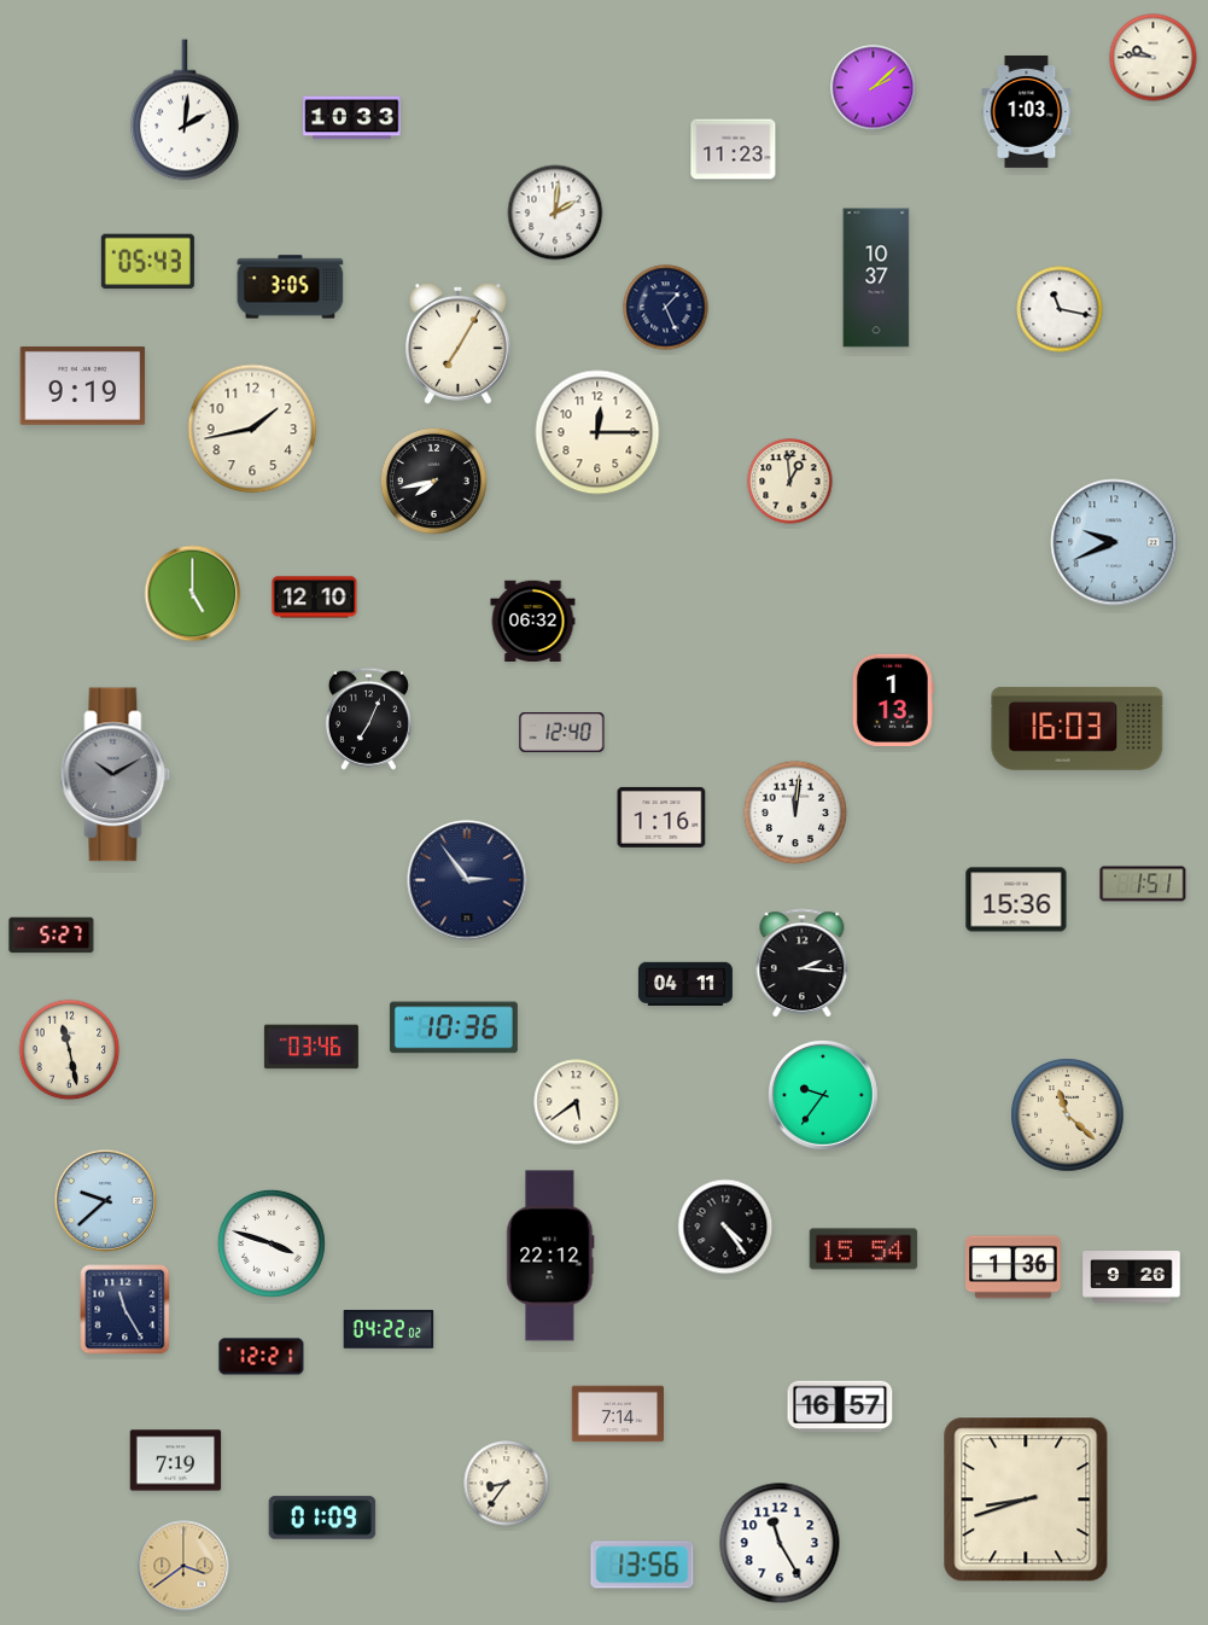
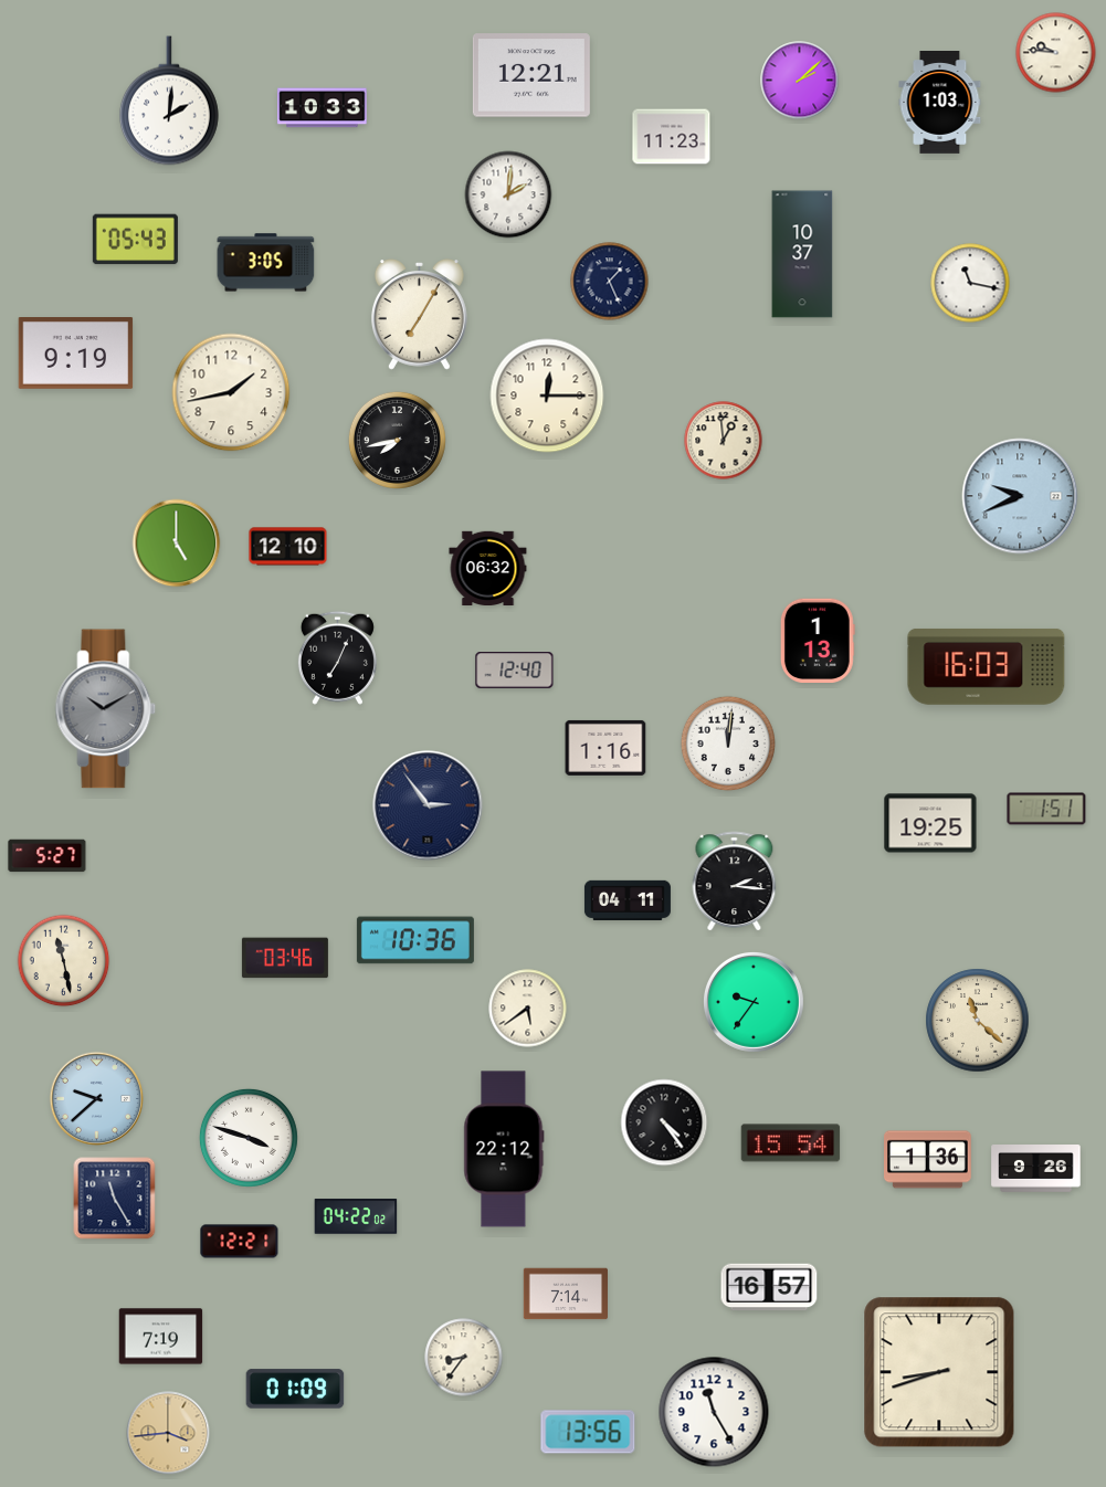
clock at (531, 75): none -> 12:21
clock at (1016, 899): 15:36 -> 19:25
clock at (183, 1566): 3:39 -> 3:44
